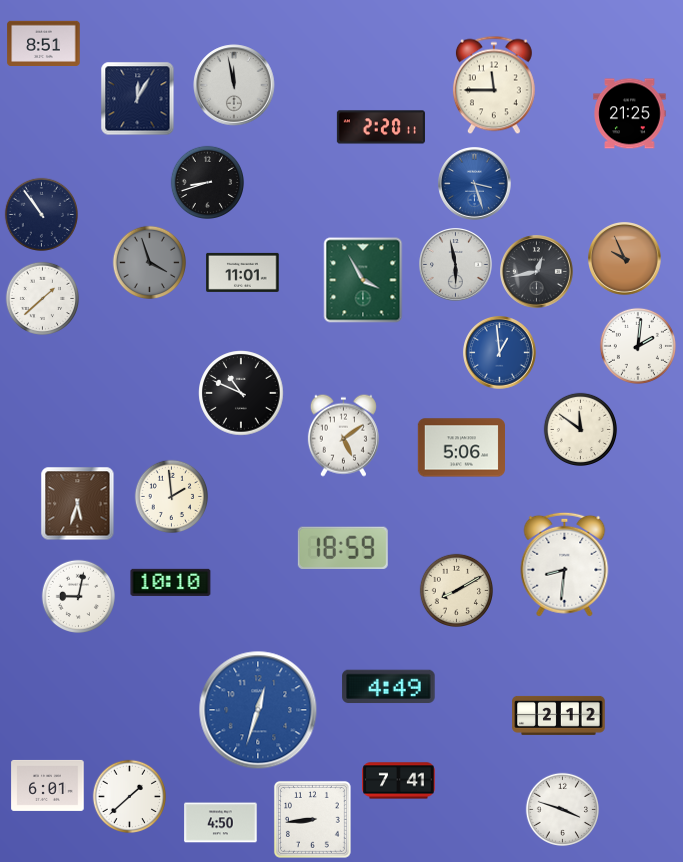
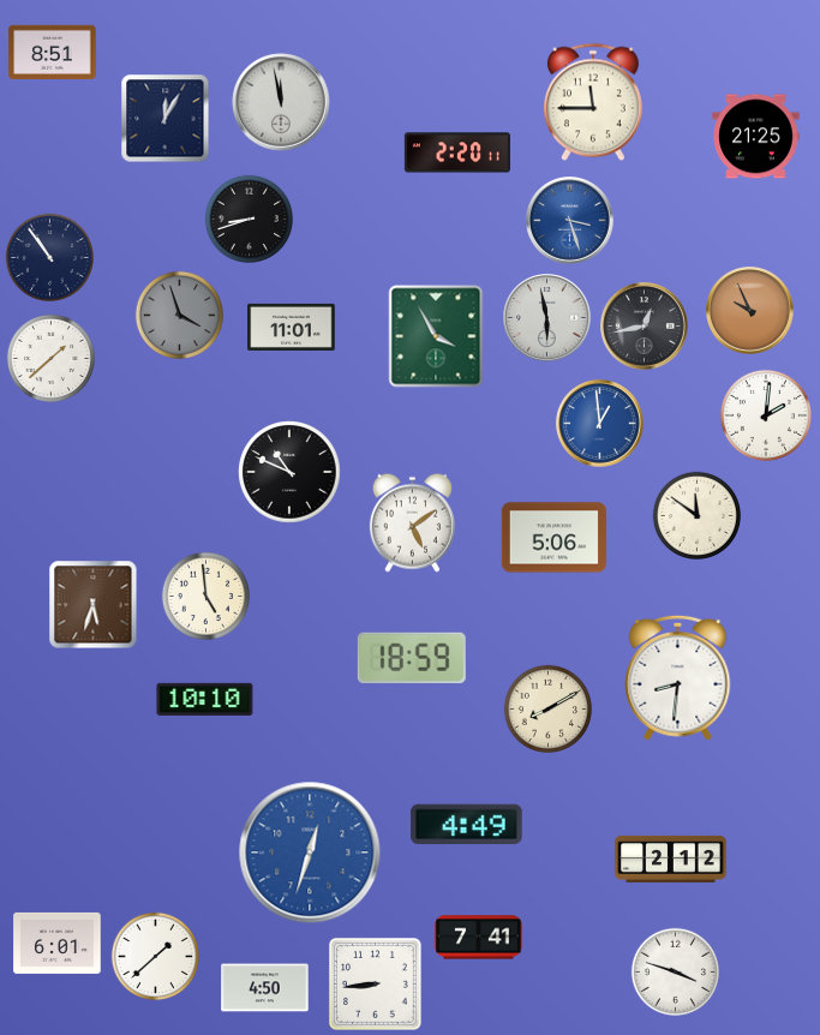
clock at (171, 496): 1:59 -> 4:59
clock at (78, 596): 9:02 -> none
